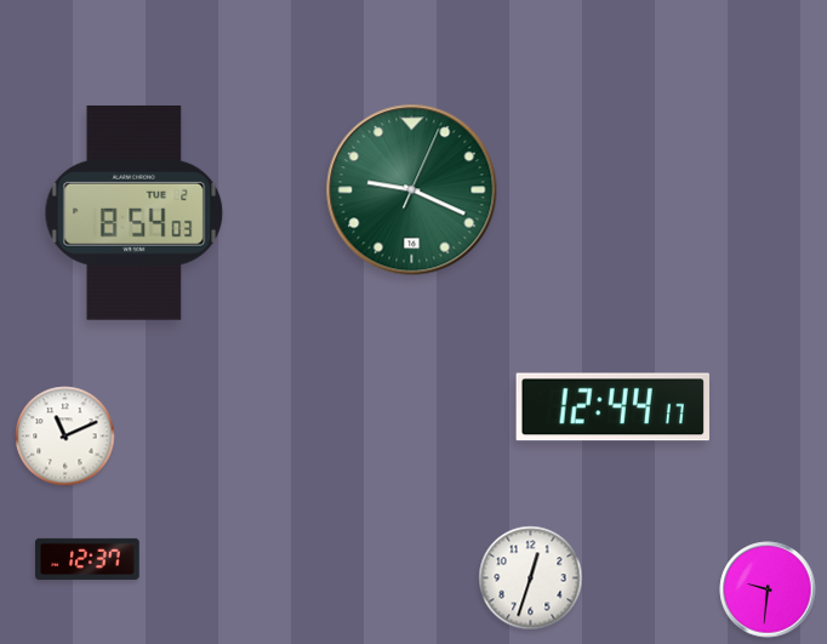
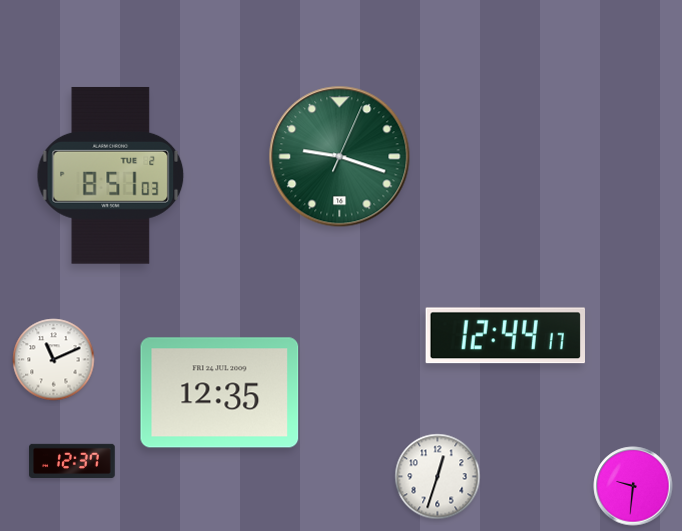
clock at (412, 190): 9:19 -> 9:18
clock at (135, 212): 8:54 -> 8:51
clock at (220, 393): none -> 12:35
